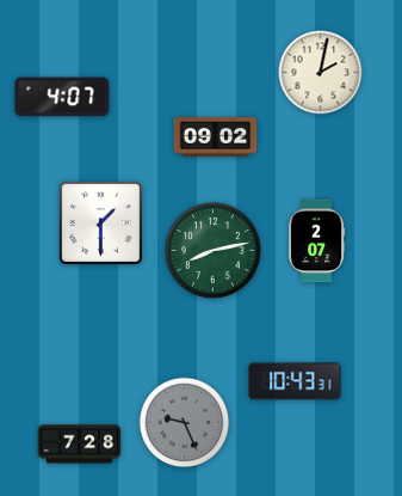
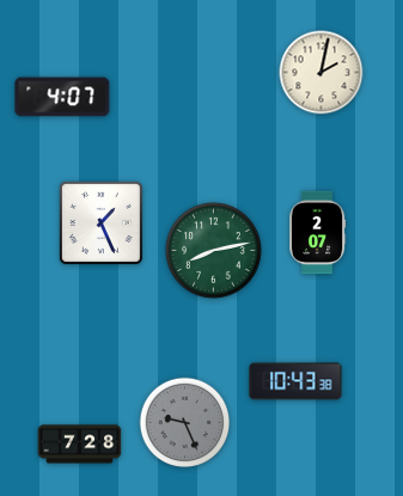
clock at (216, 137): 09:02 -> none
clock at (100, 222): 1:30 -> 1:26
clock at (317, 241) position: (317, 241) -> (318, 233)
clock at (295, 381): 10:43:31 -> 10:43:38
